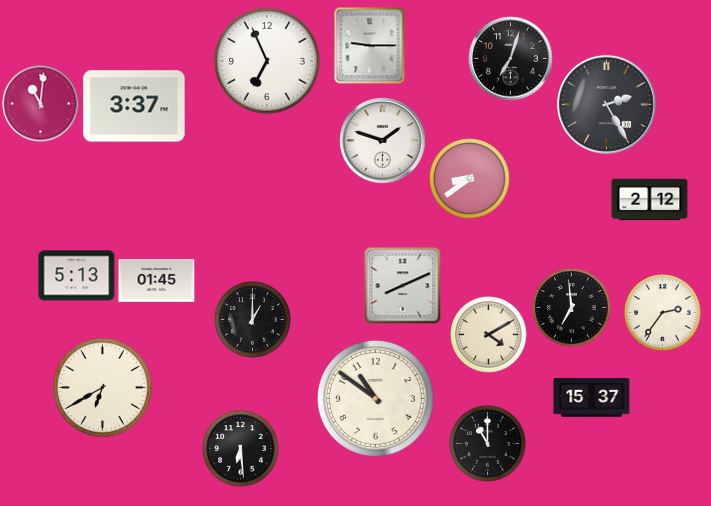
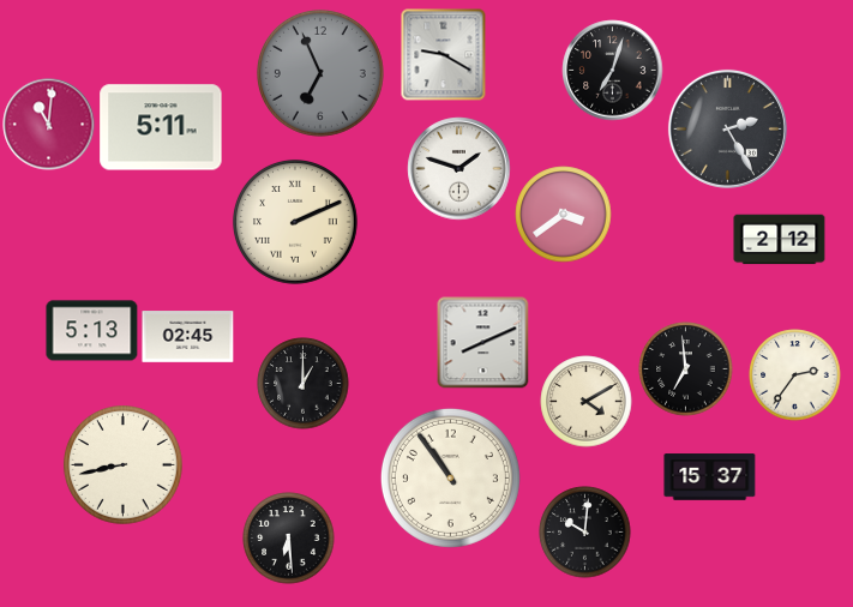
clock at (370, 46): 9:15 -> 9:20
clock at (267, 61) dial: white -> grey
clock at (606, 104) position: (606, 104) -> (727, 128)
clock at (134, 106): 3:37 -> 5:11
clock at (470, 179): 8:39 -> 3:39
clock at (295, 222): none -> 2:11
clock at (157, 281): 01:45 -> 02:45
clock at (103, 388): 6:40 -> 8:43
clock at (375, 398): 10:51 -> 10:54
clock at (488, 444): 11:00 -> 10:01
